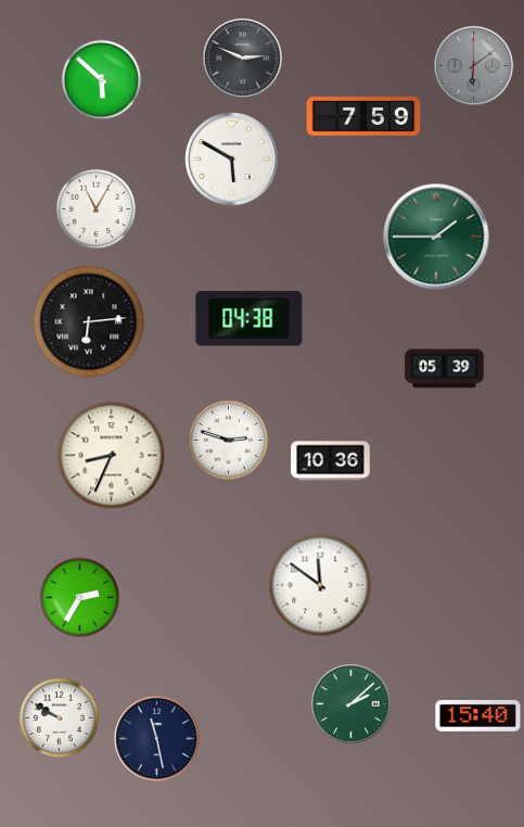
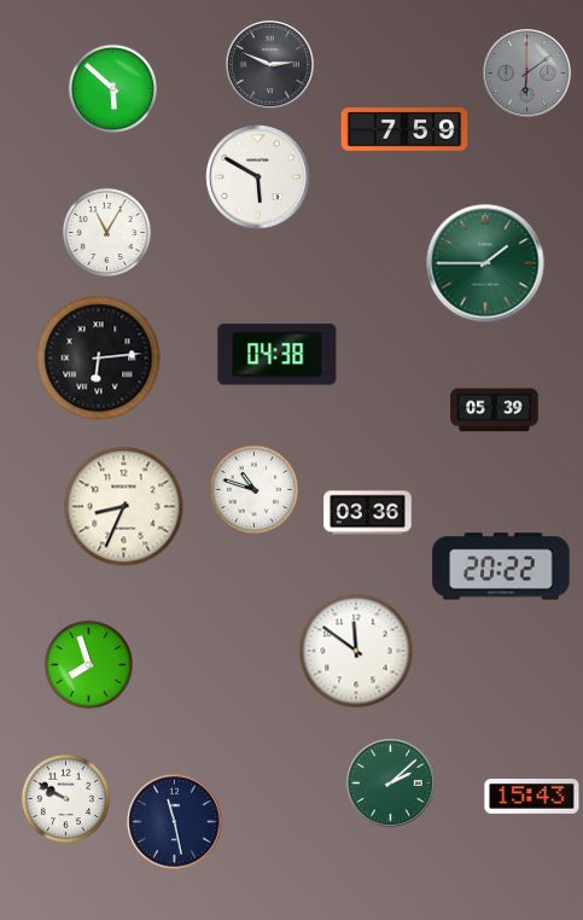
clock at (228, 440): 2:48 -> 10:48
clock at (331, 461): 10:36 -> 03:36
clock at (501, 566): none -> 20:22
clock at (79, 597): 2:35 -> 7:57
clock at (478, 715): 15:40 -> 15:43
